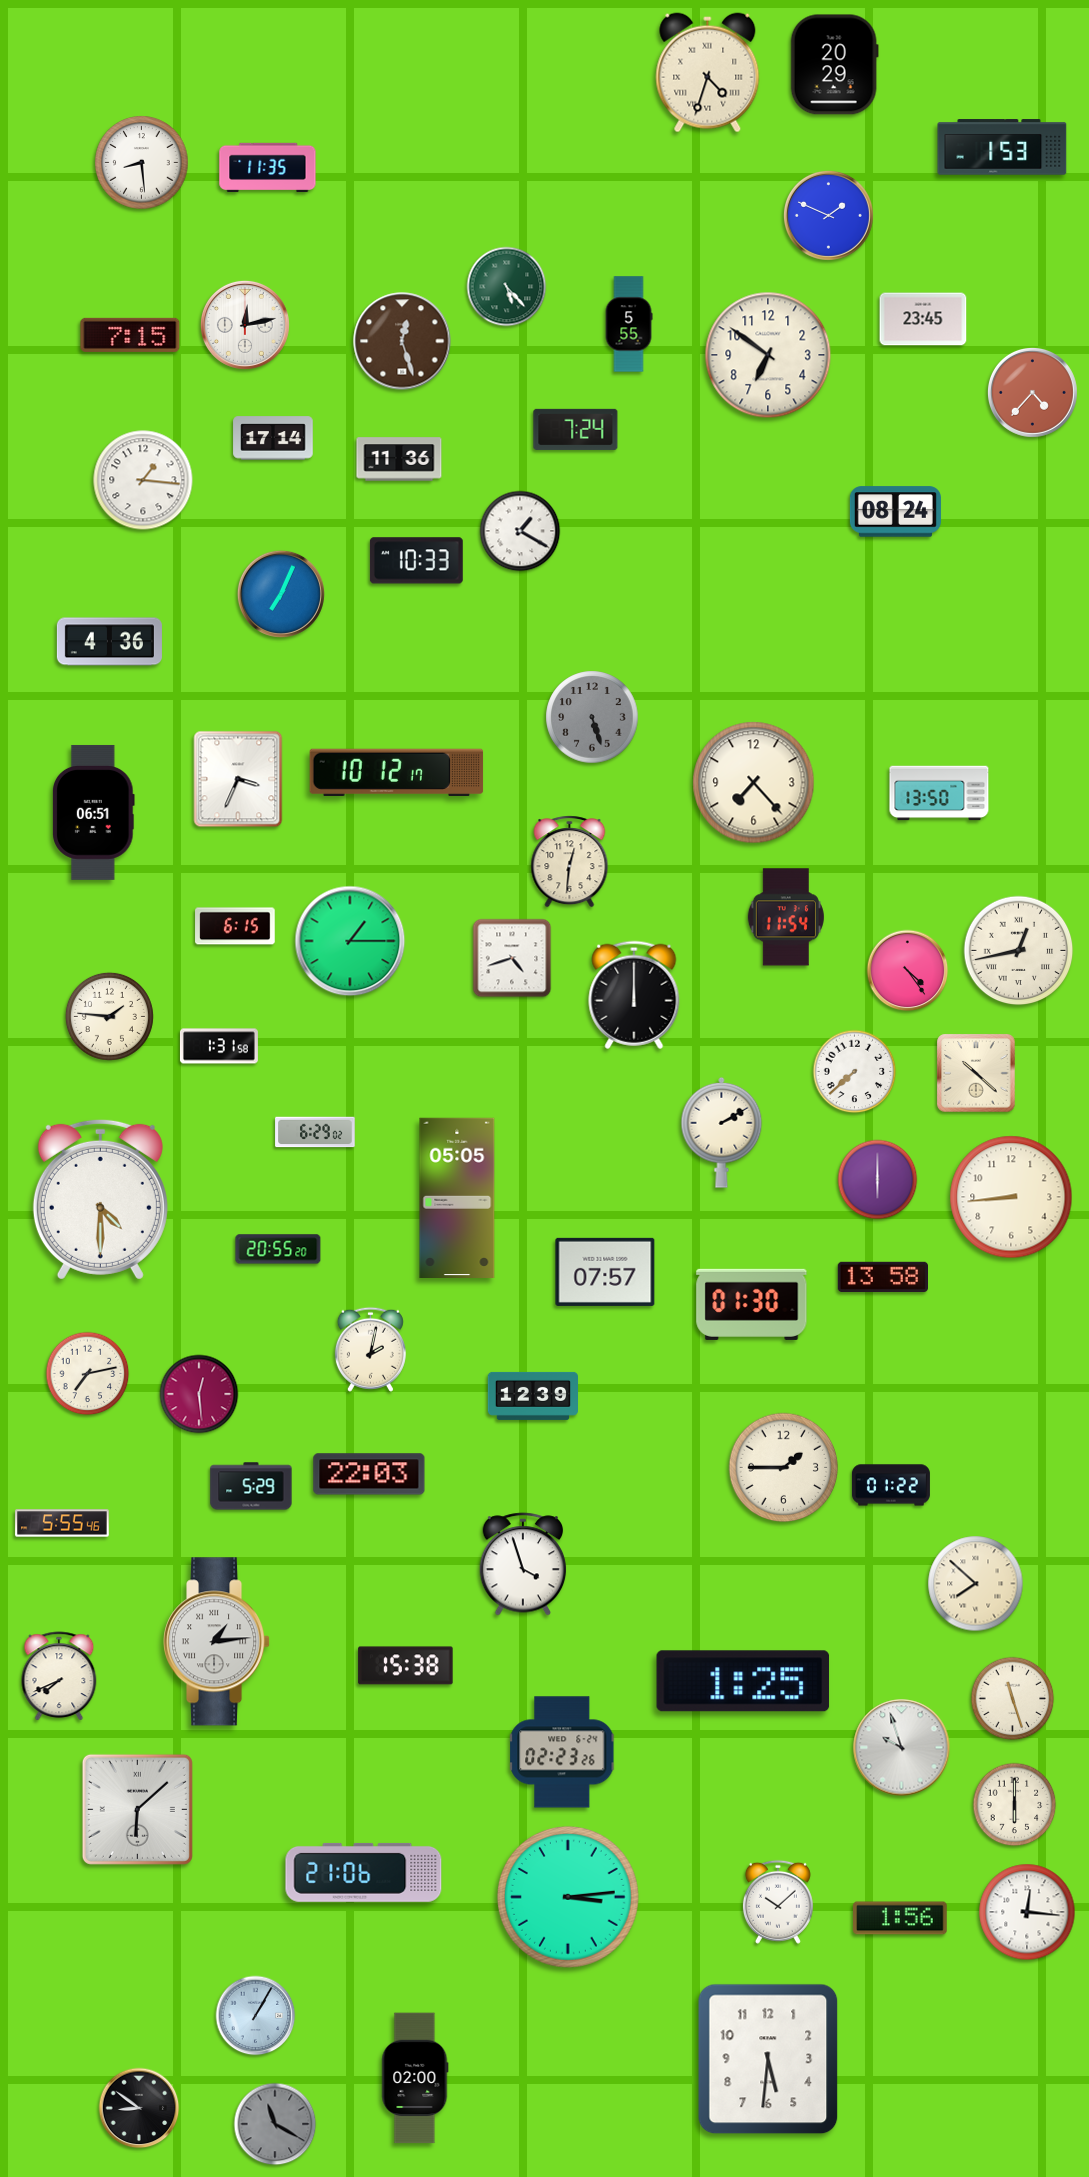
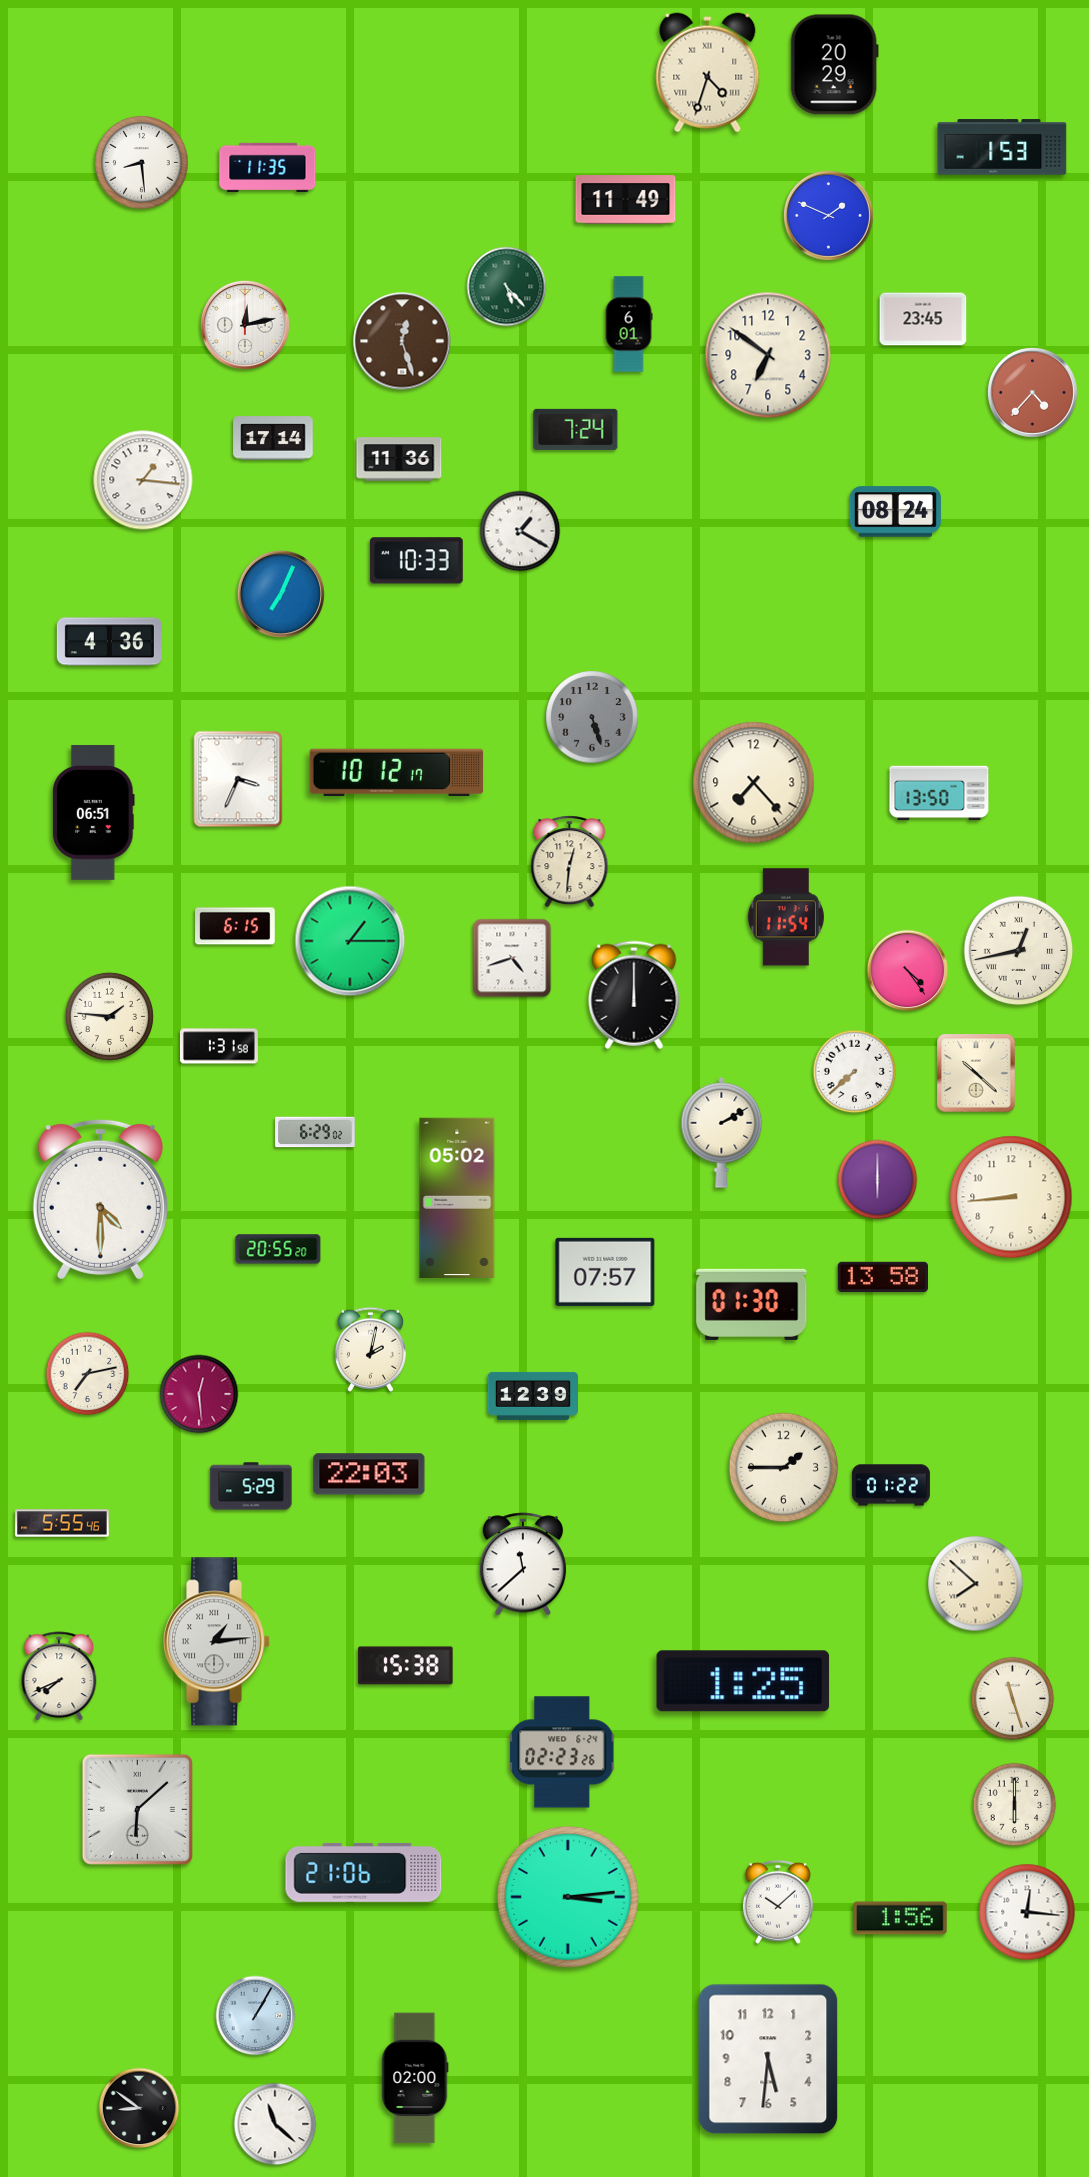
clock at (626, 200): none -> 11:49
clock at (629, 324): 5:55 -> 6:01
clock at (130, 335): 7:15 -> none
clock at (457, 1197): 05:05 -> 05:02
clock at (523, 1564): 3:57 -> 11:38
clock at (902, 1748): 9:57 -> none
clock at (275, 2124): 11:20 -> 11:22
clock at (275, 2124) dial: grey -> white
